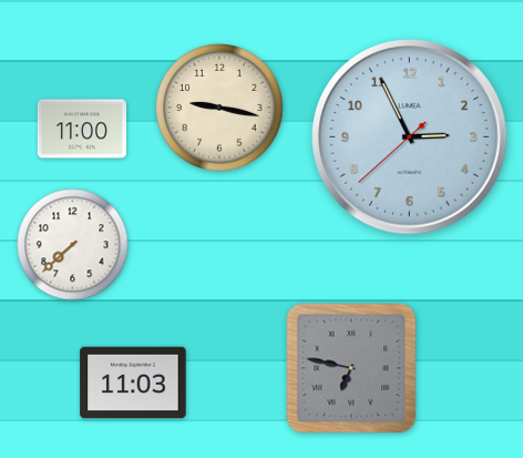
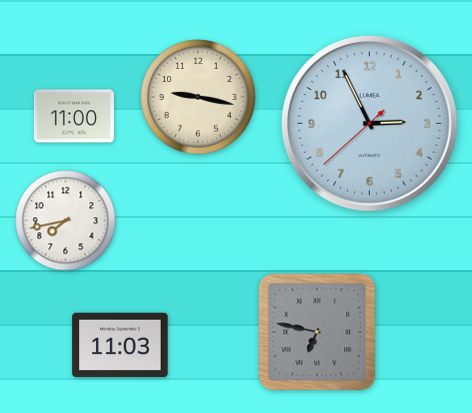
clock at (73, 245): 7:38 -> 7:43
